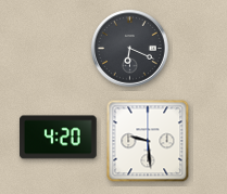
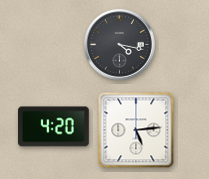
clock at (130, 49): 6:19 -> 4:17
clock at (148, 141): 9:29 -> 5:14
